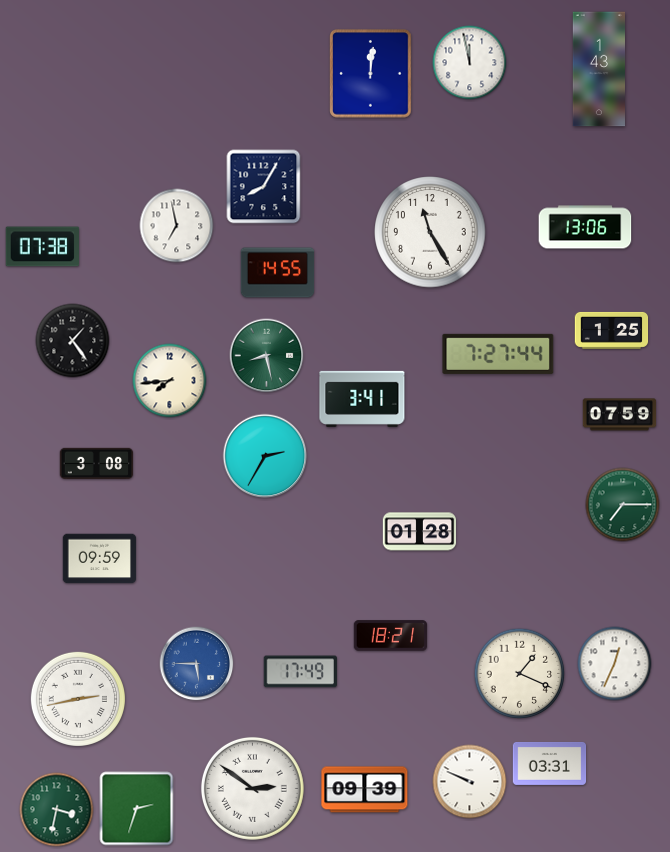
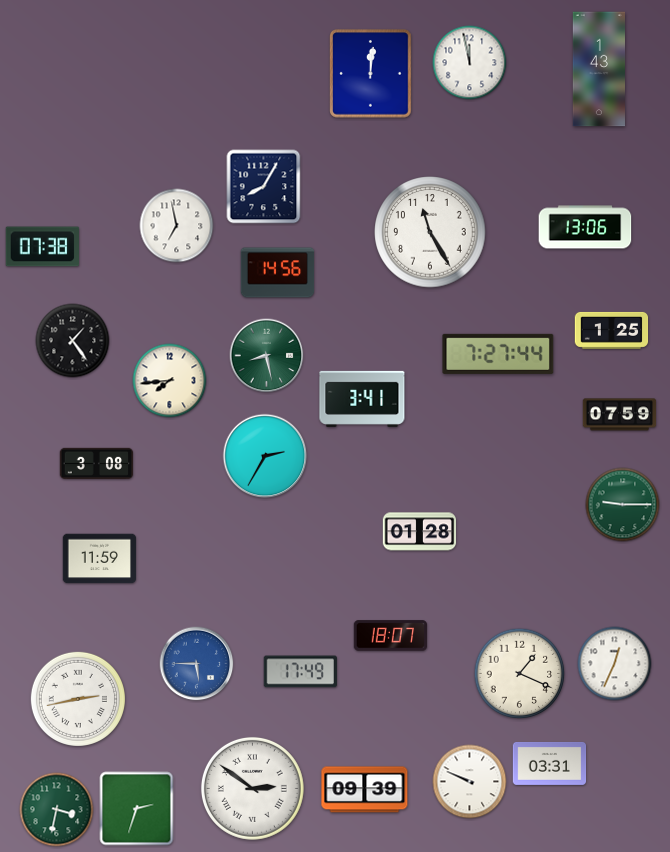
clock at (278, 273): 14:55 -> 14:56
clock at (623, 505): 7:15 -> 9:15
clock at (100, 559): 09:59 -> 11:59
clock at (391, 636): 18:21 -> 18:07
